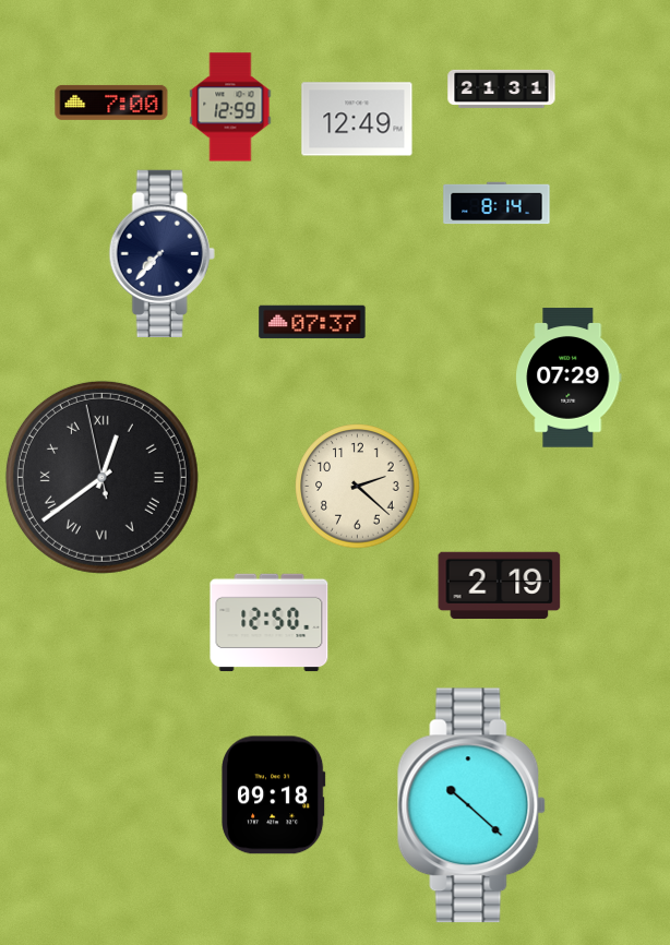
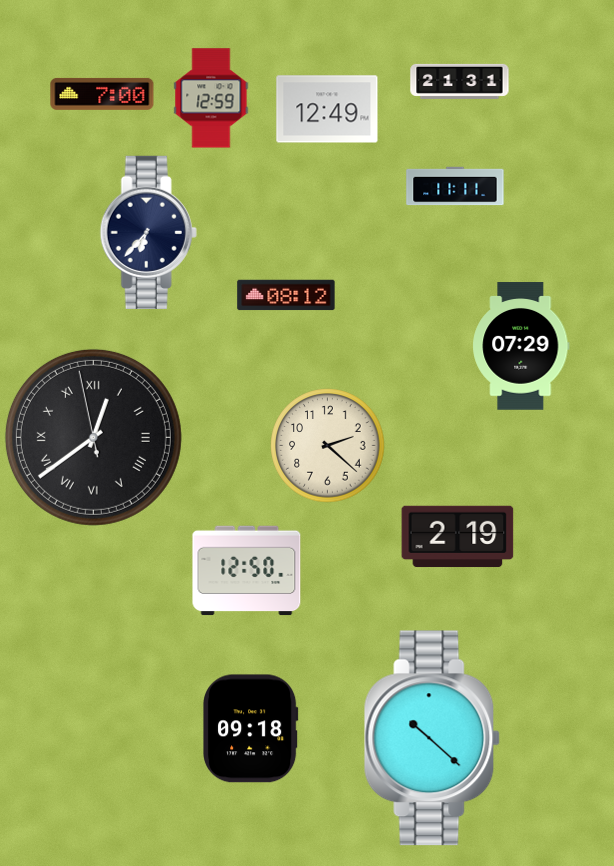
clock at (496, 203): 8:14 -> 11:11
clock at (161, 253): 7:37 -> 6:37
clock at (312, 322): 07:37 -> 08:12
